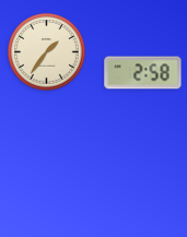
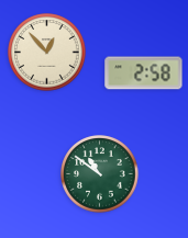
clock at (47, 52): 1:36 -> 12:53
clock at (100, 174): none -> 10:51
